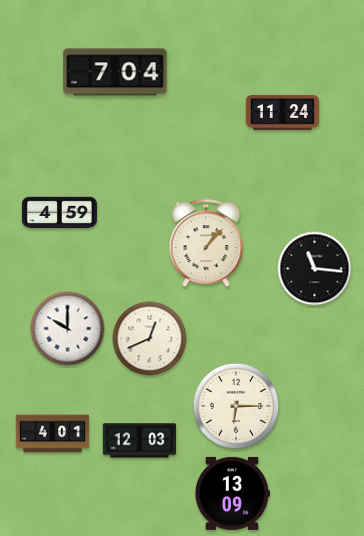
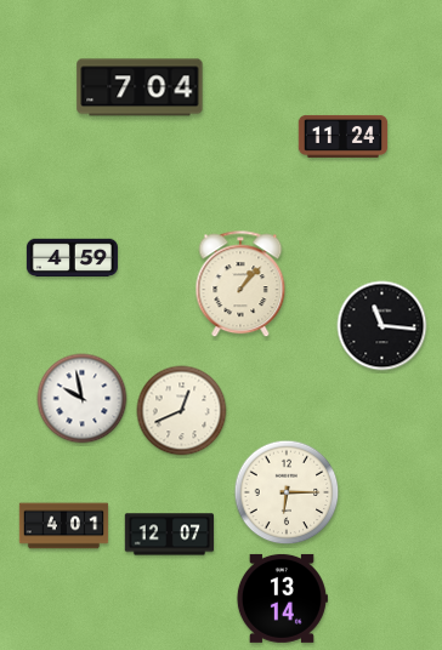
clock at (206, 244) position: (206, 244) -> (240, 285)
clock at (68, 329): 10:00 -> 9:58
clock at (140, 441): 12:03 -> 12:07
clock at (232, 493): 13:09 -> 13:14
